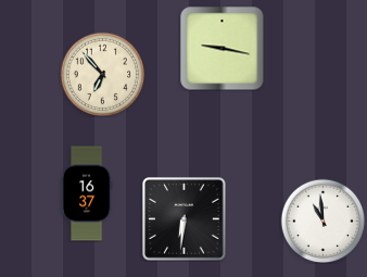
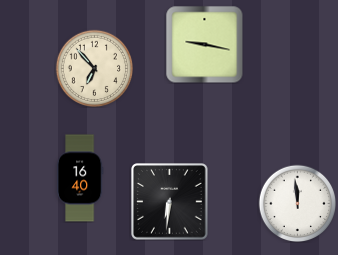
clock at (87, 193): 16:37 -> 16:40
clock at (322, 221): 10:59 -> 11:59
